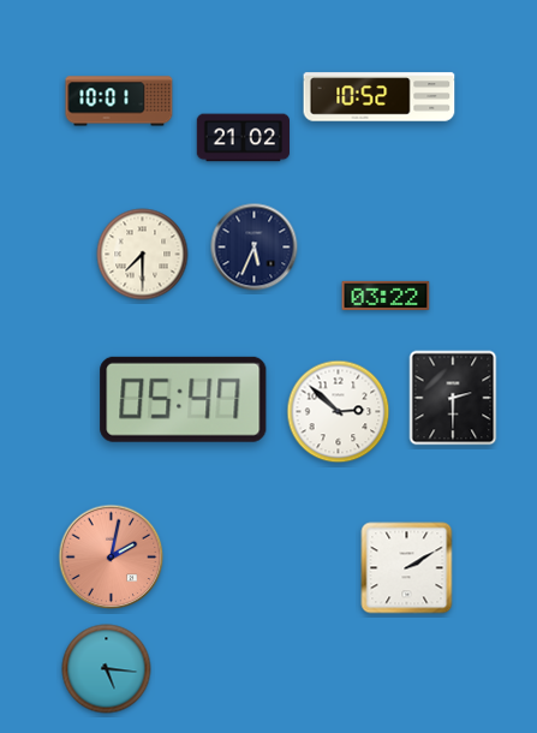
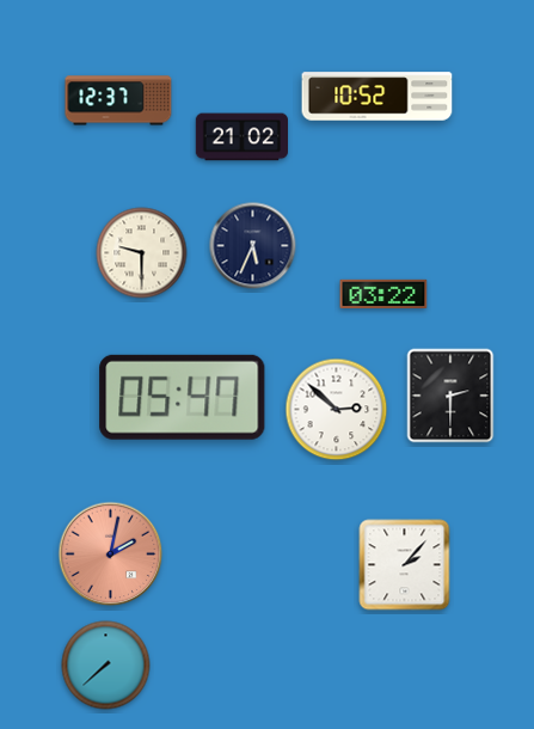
clock at (119, 101): 10:01 -> 12:37
clock at (143, 255): 7:30 -> 9:30
clock at (407, 568): 2:10 -> 2:07
clock at (107, 669): 5:16 -> 7:38
